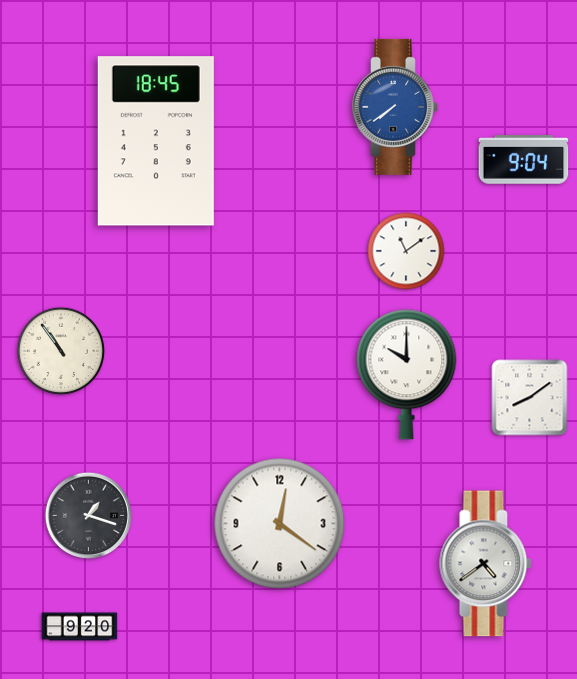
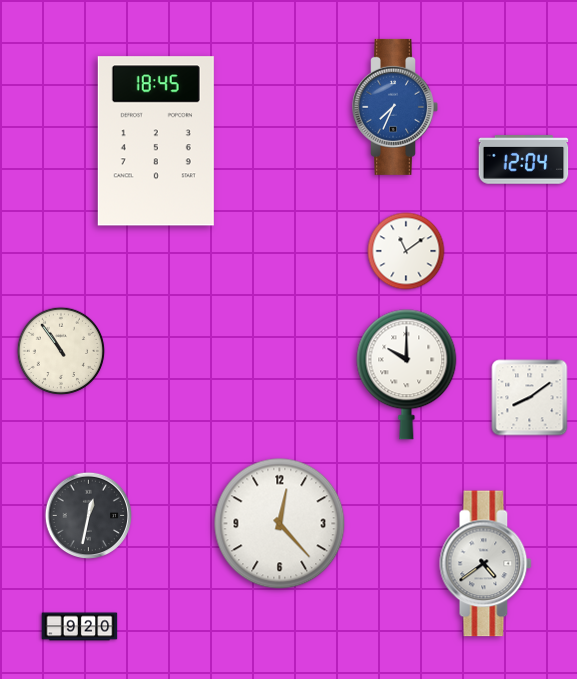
clock at (395, 107): 7:39 -> 7:34
clock at (524, 160): 9:04 -> 12:04
clock at (89, 516): 1:18 -> 12:32
clock at (280, 524): 12:21 -> 12:23
